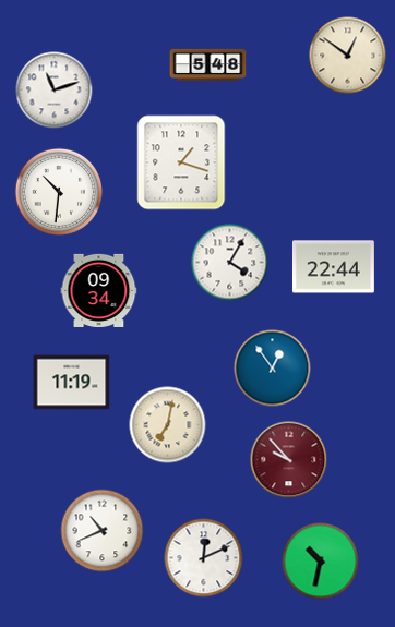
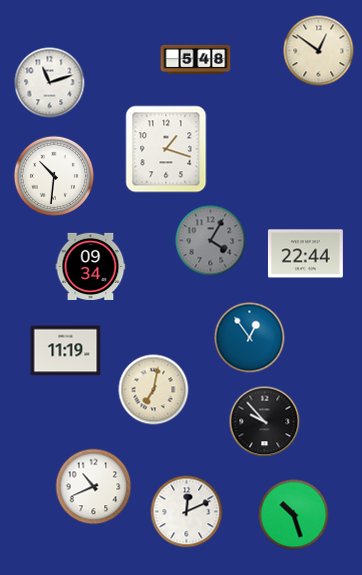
clock at (208, 64) position: (208, 64) -> (196, 59)
clock at (230, 263) dial: white -> grey
clock at (333, 267) position: (333, 267) -> (305, 254)
clock at (289, 460) dial: burgundy -> black
clock at (321, 562): 10:32 -> 10:27
